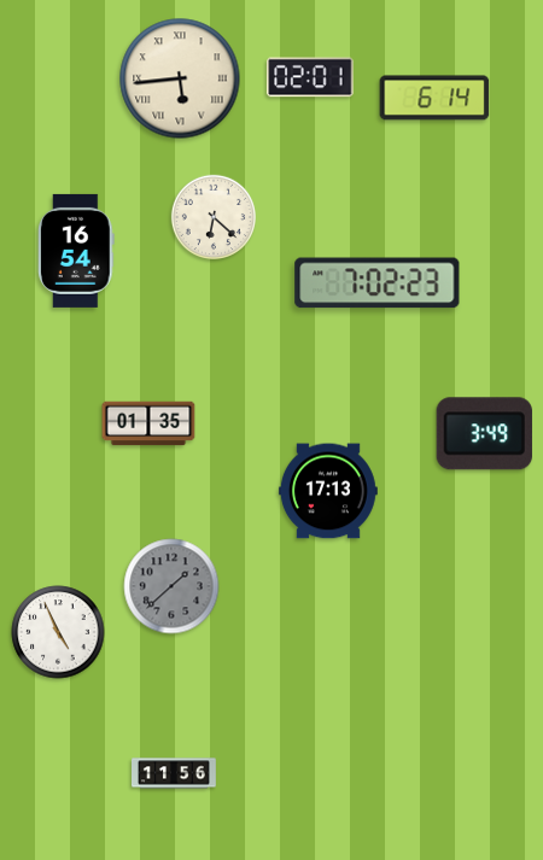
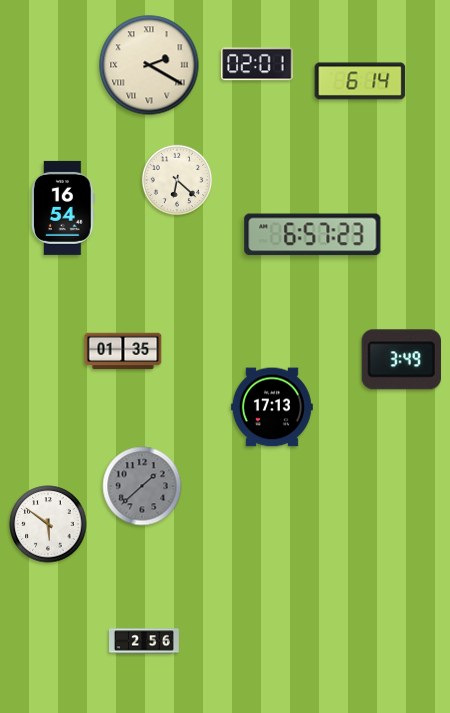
clock at (180, 78): 5:44 -> 2:20
clock at (378, 283): 7:02 -> 6:57
clock at (58, 632): 4:56 -> 5:51
clock at (174, 773): 11:56 -> 2:56
